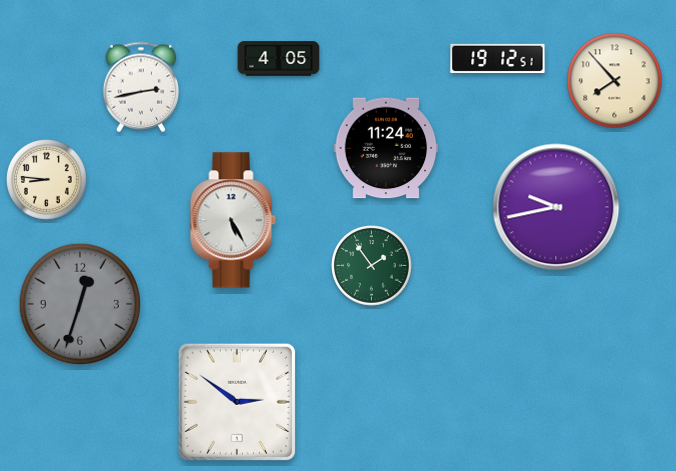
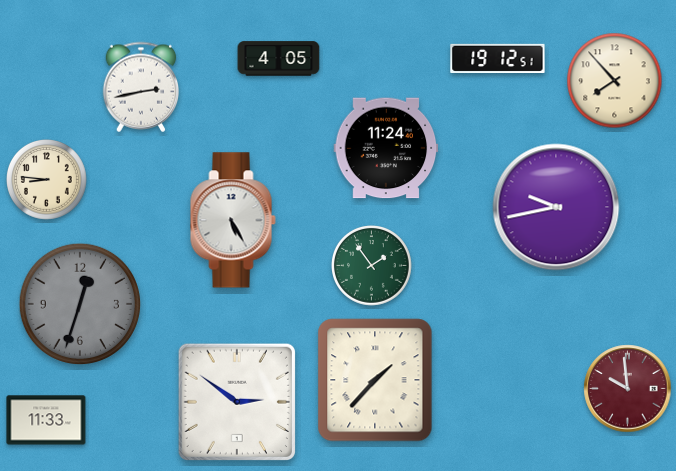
clock at (375, 380): none -> 1:37
clock at (628, 389): none -> 9:59
clock at (46, 420): none -> 11:33
